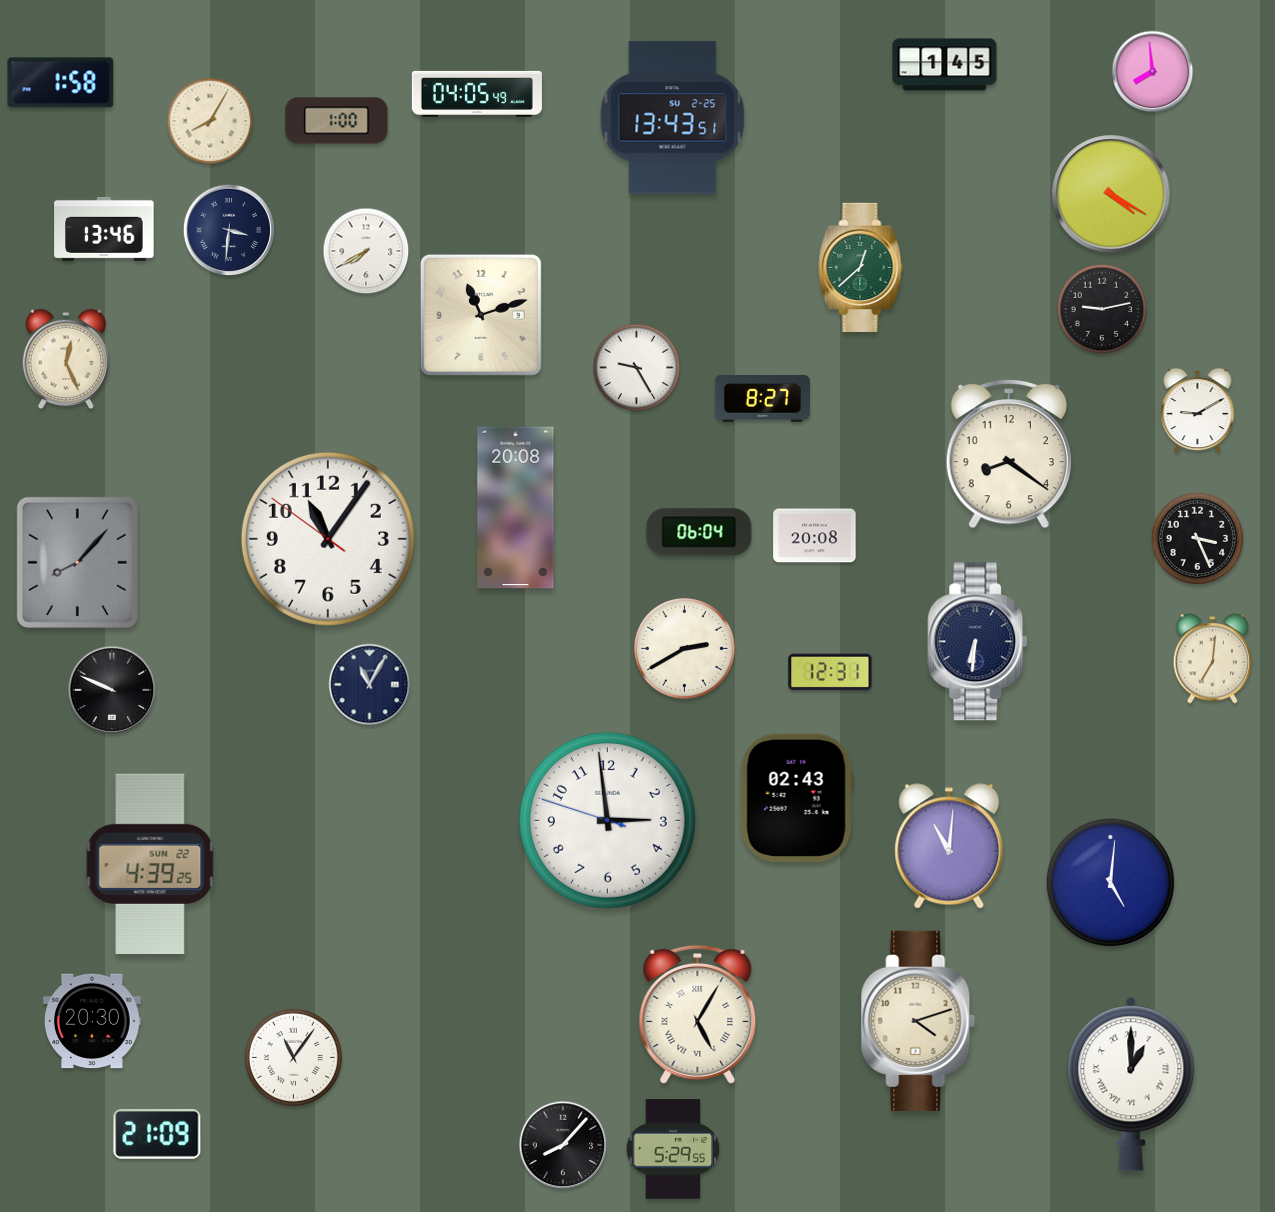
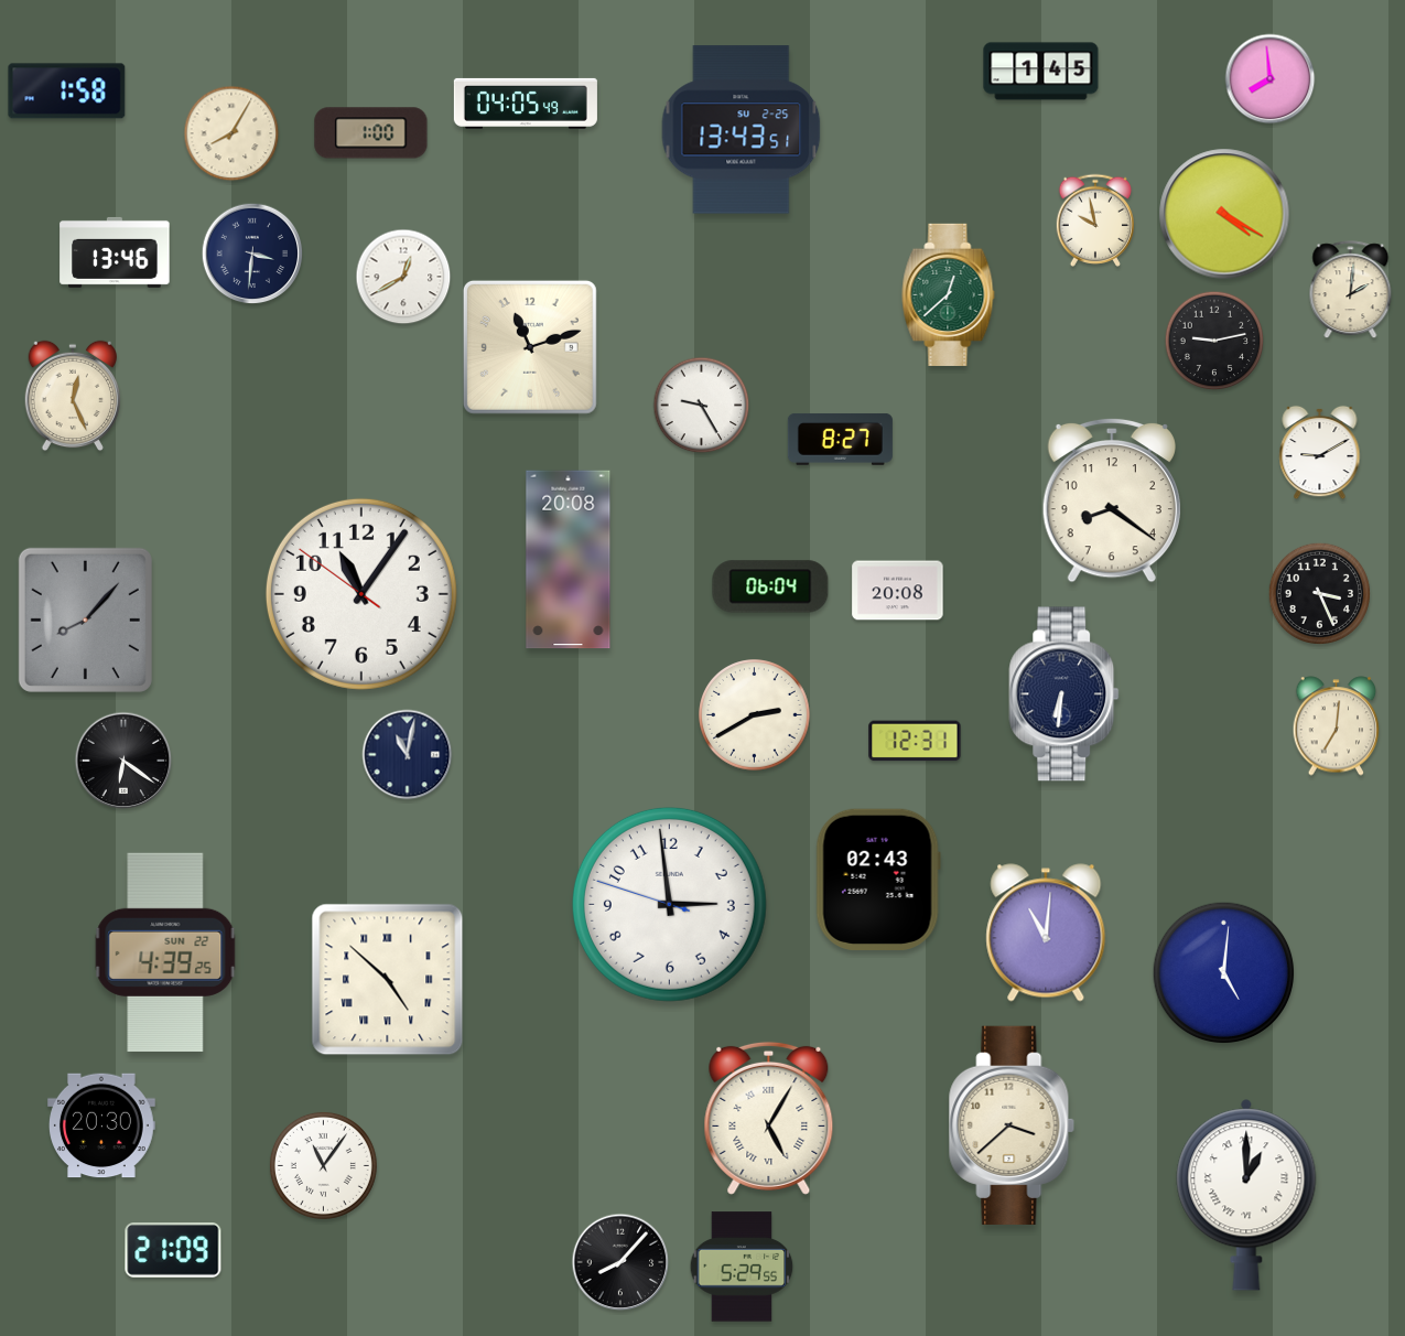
clock at (1095, 220): none -> 9:58
clock at (366, 251): 7:40 -> 12:40
clock at (1351, 290): none -> 2:01
clock at (978, 642) position: (978, 642) -> (1064, 694)
clock at (370, 685): 11:05 -> 11:02
clock at (112, 690): 9:49 -> 6:21
clock at (388, 980): none -> 4:52
clock at (918, 1021): 4:12 -> 3:38
